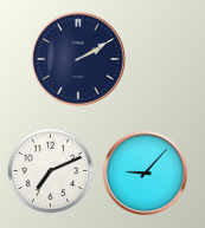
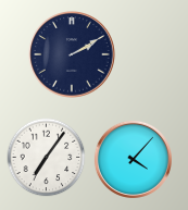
clock at (51, 171): 7:11 -> 7:06
clock at (145, 172): 9:07 -> 4:07
